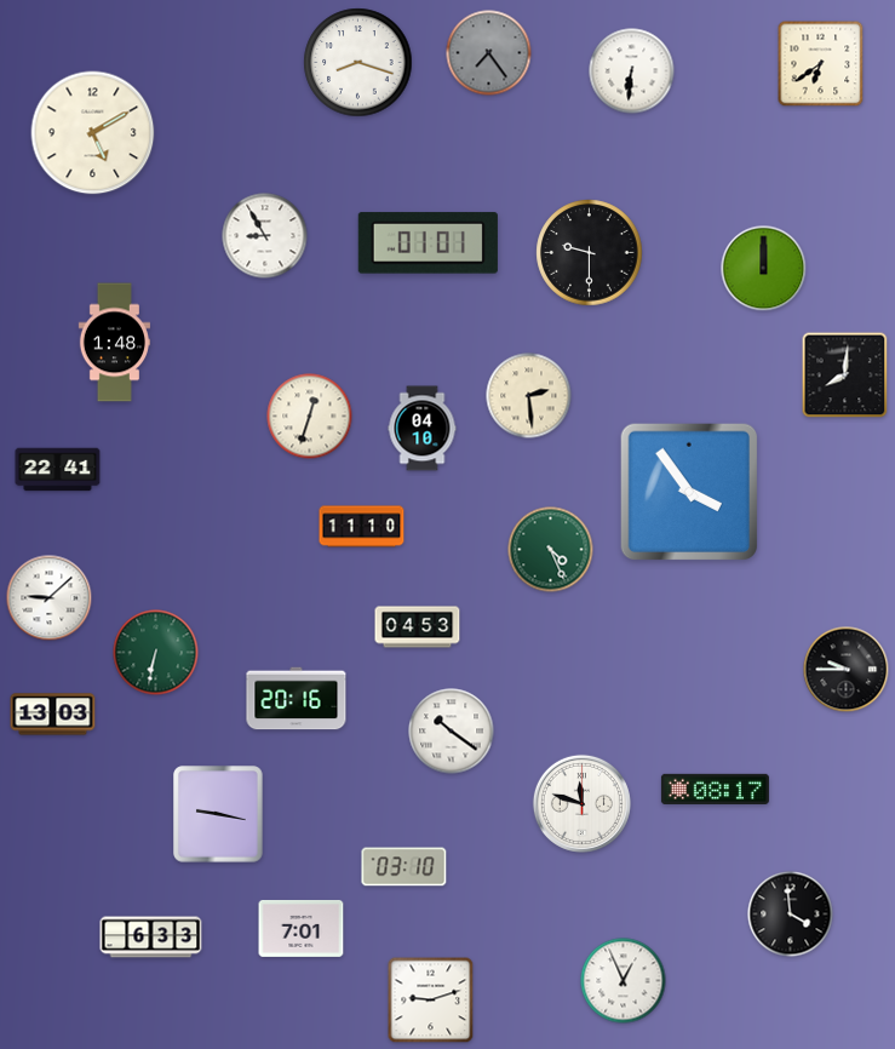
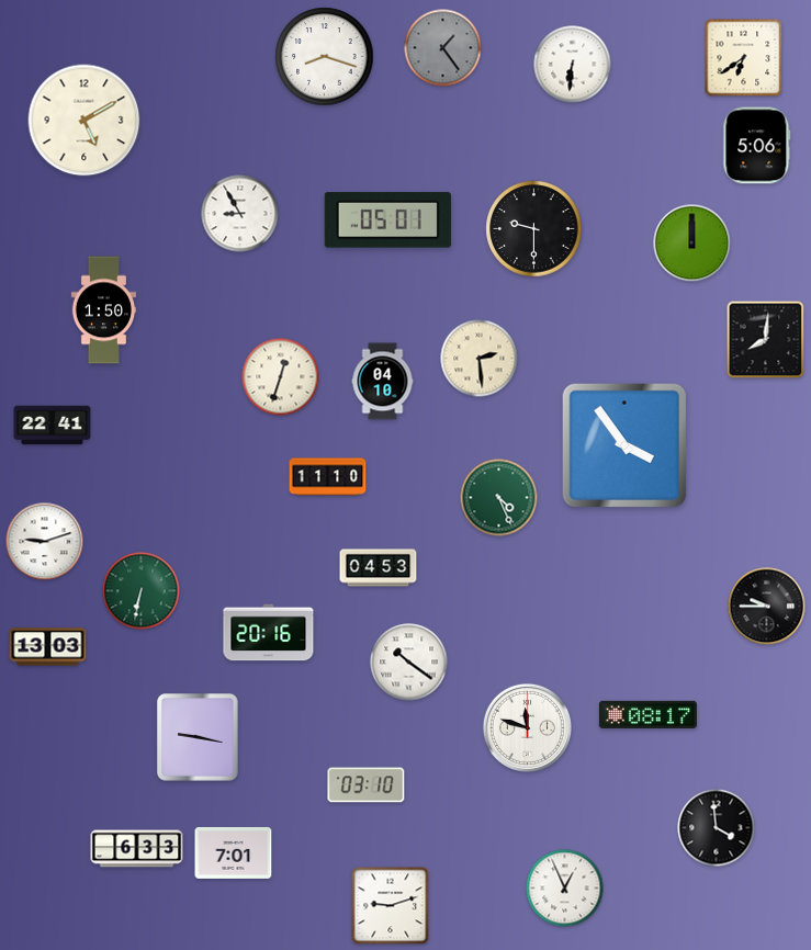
clock at (489, 53): 7:24 -> 1:24
clock at (757, 146): none -> 5:06
clock at (428, 243): 01:01 -> 05:01
clock at (114, 343): 1:48 -> 1:50
clock at (423, 429) position: (423, 429) -> (383, 382)
clock at (50, 598): 9:08 -> 9:12
clock at (302, 928) position: (302, 928) -> (234, 852)
